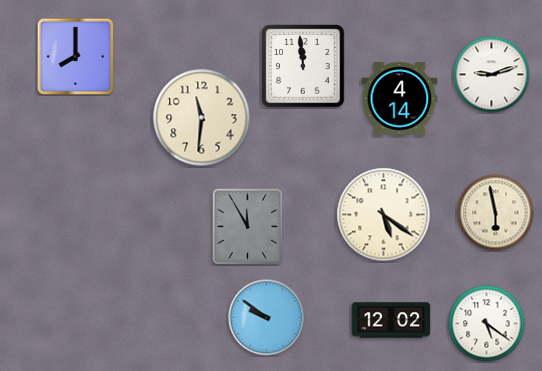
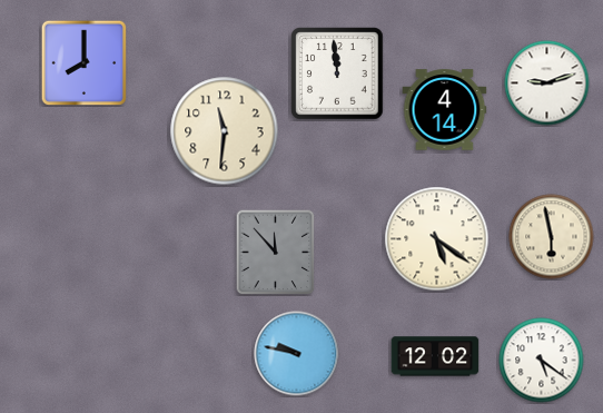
clock at (384, 215) position: (384, 215) -> (437, 239)
clock at (248, 226): 11:55 -> 11:53
clock at (267, 318): 9:51 -> 9:47
